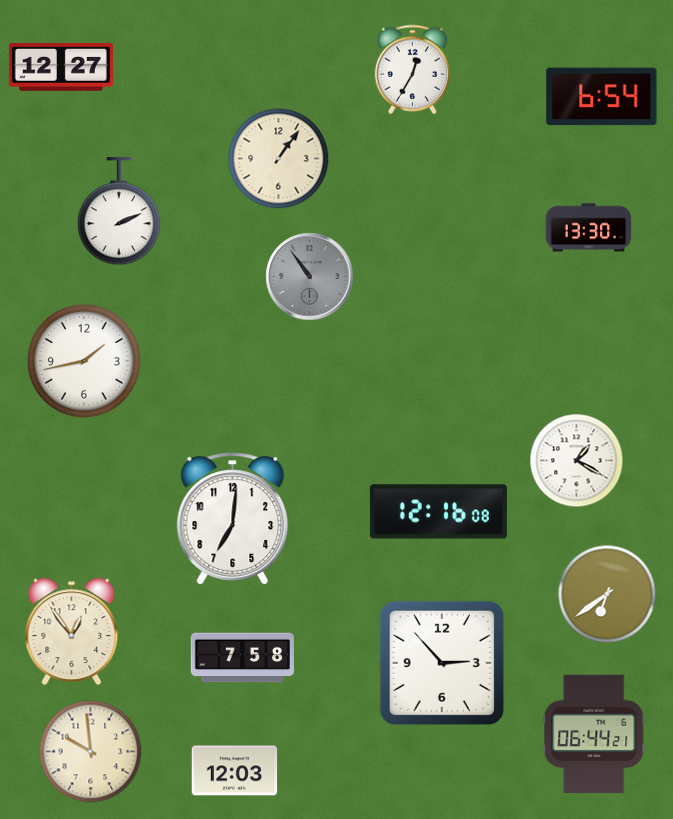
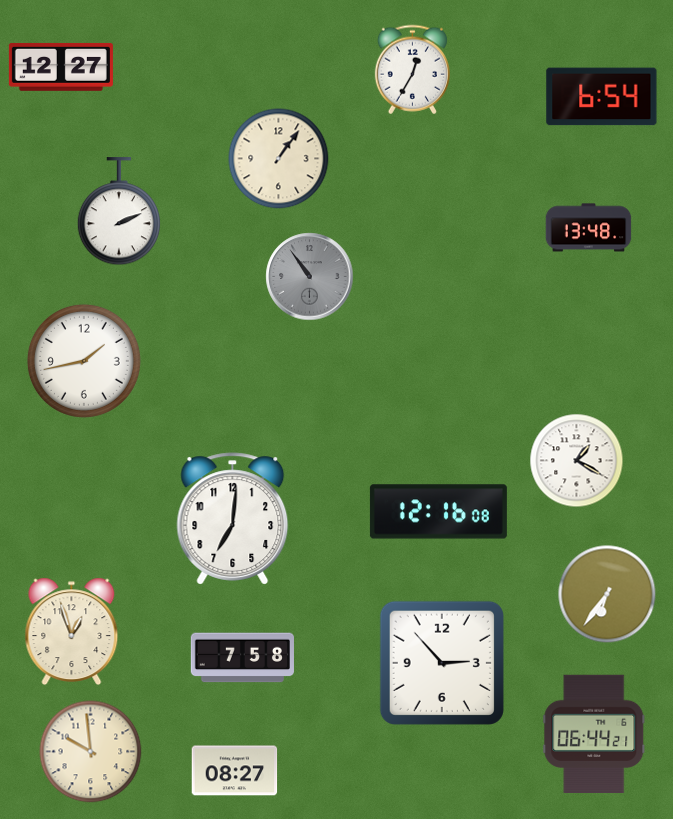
clock at (589, 228): 13:30 -> 13:48
clock at (607, 594): 6:39 -> 6:36
clock at (72, 632): 12:54 -> 12:57
clock at (235, 771): 12:03 -> 08:27
